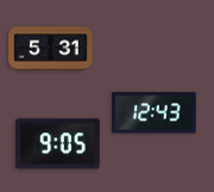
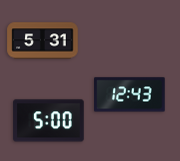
clock at (58, 144): 9:05 -> 5:00
